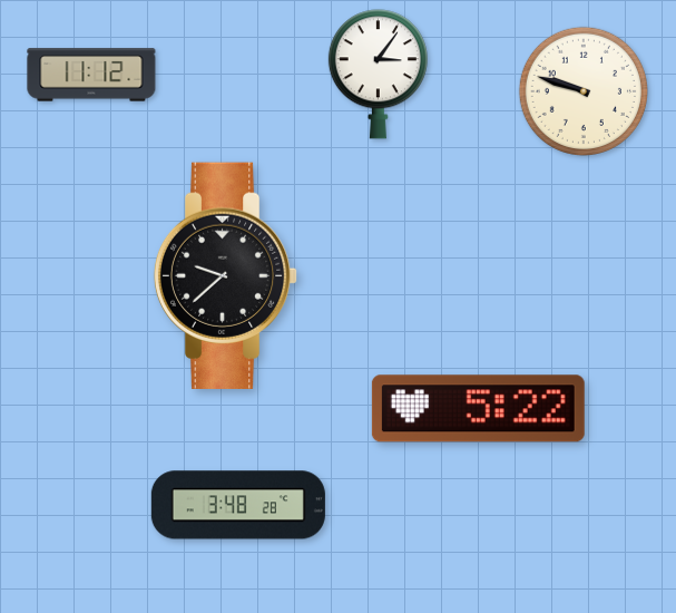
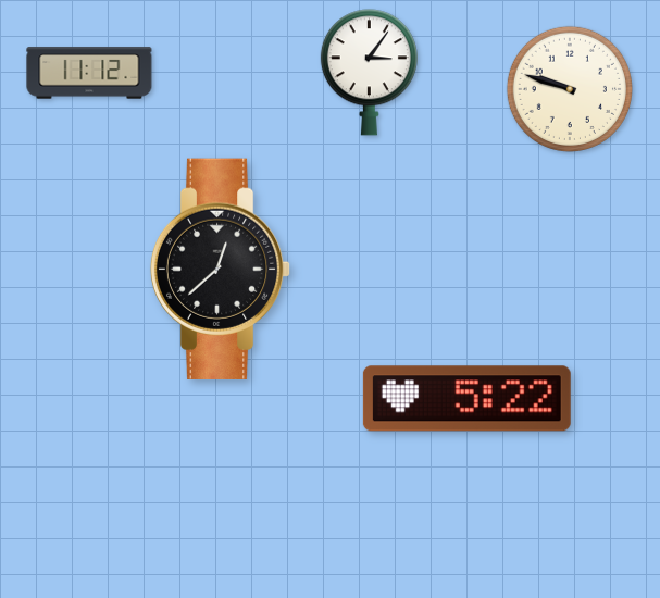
clock at (226, 275): 9:38 -> 12:38
clock at (238, 505): 3:48 -> none
